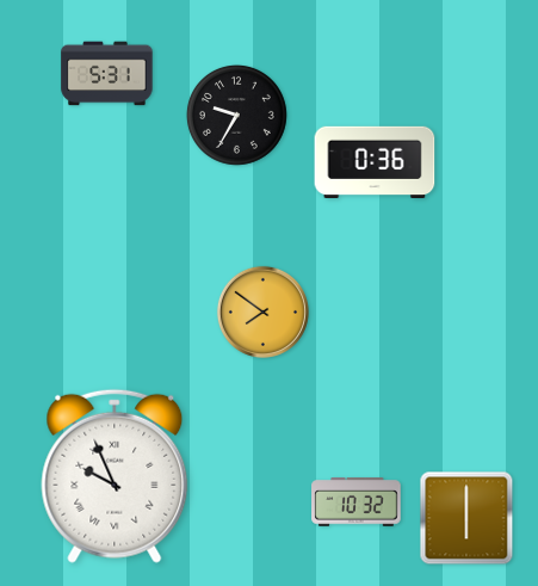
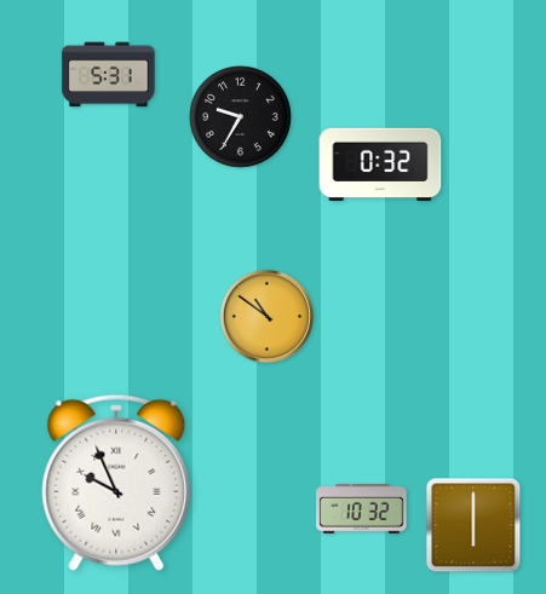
clock at (375, 161): 0:36 -> 0:32
clock at (262, 311): 7:51 -> 10:51
